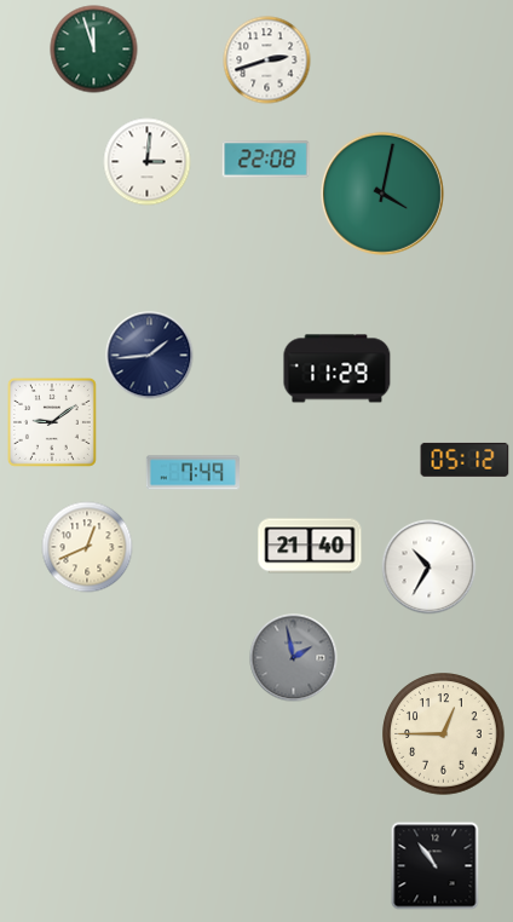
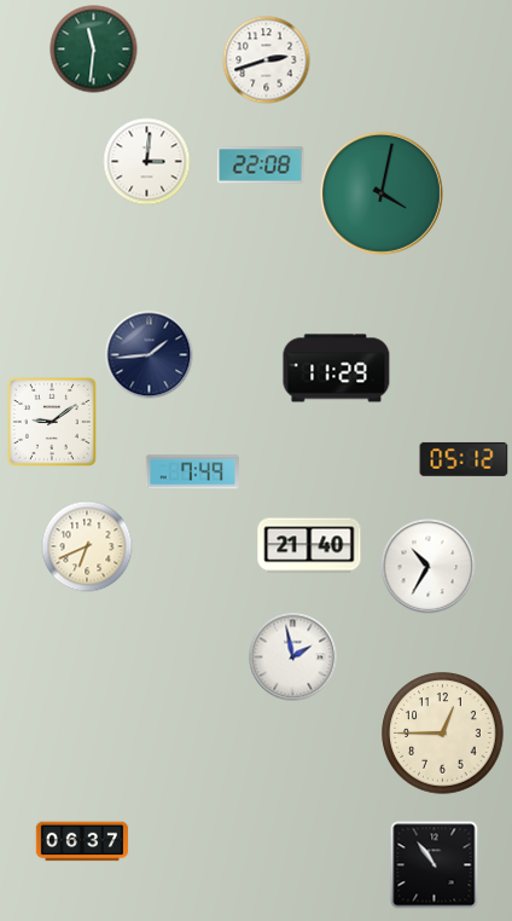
clock at (94, 50): 11:57 -> 11:31
clock at (266, 160) position: (266, 160) -> (261, 166)
clock at (87, 547): 12:41 -> 6:41
clock at (294, 658) dial: grey -> white
clock at (82, 841): none -> 06:37
